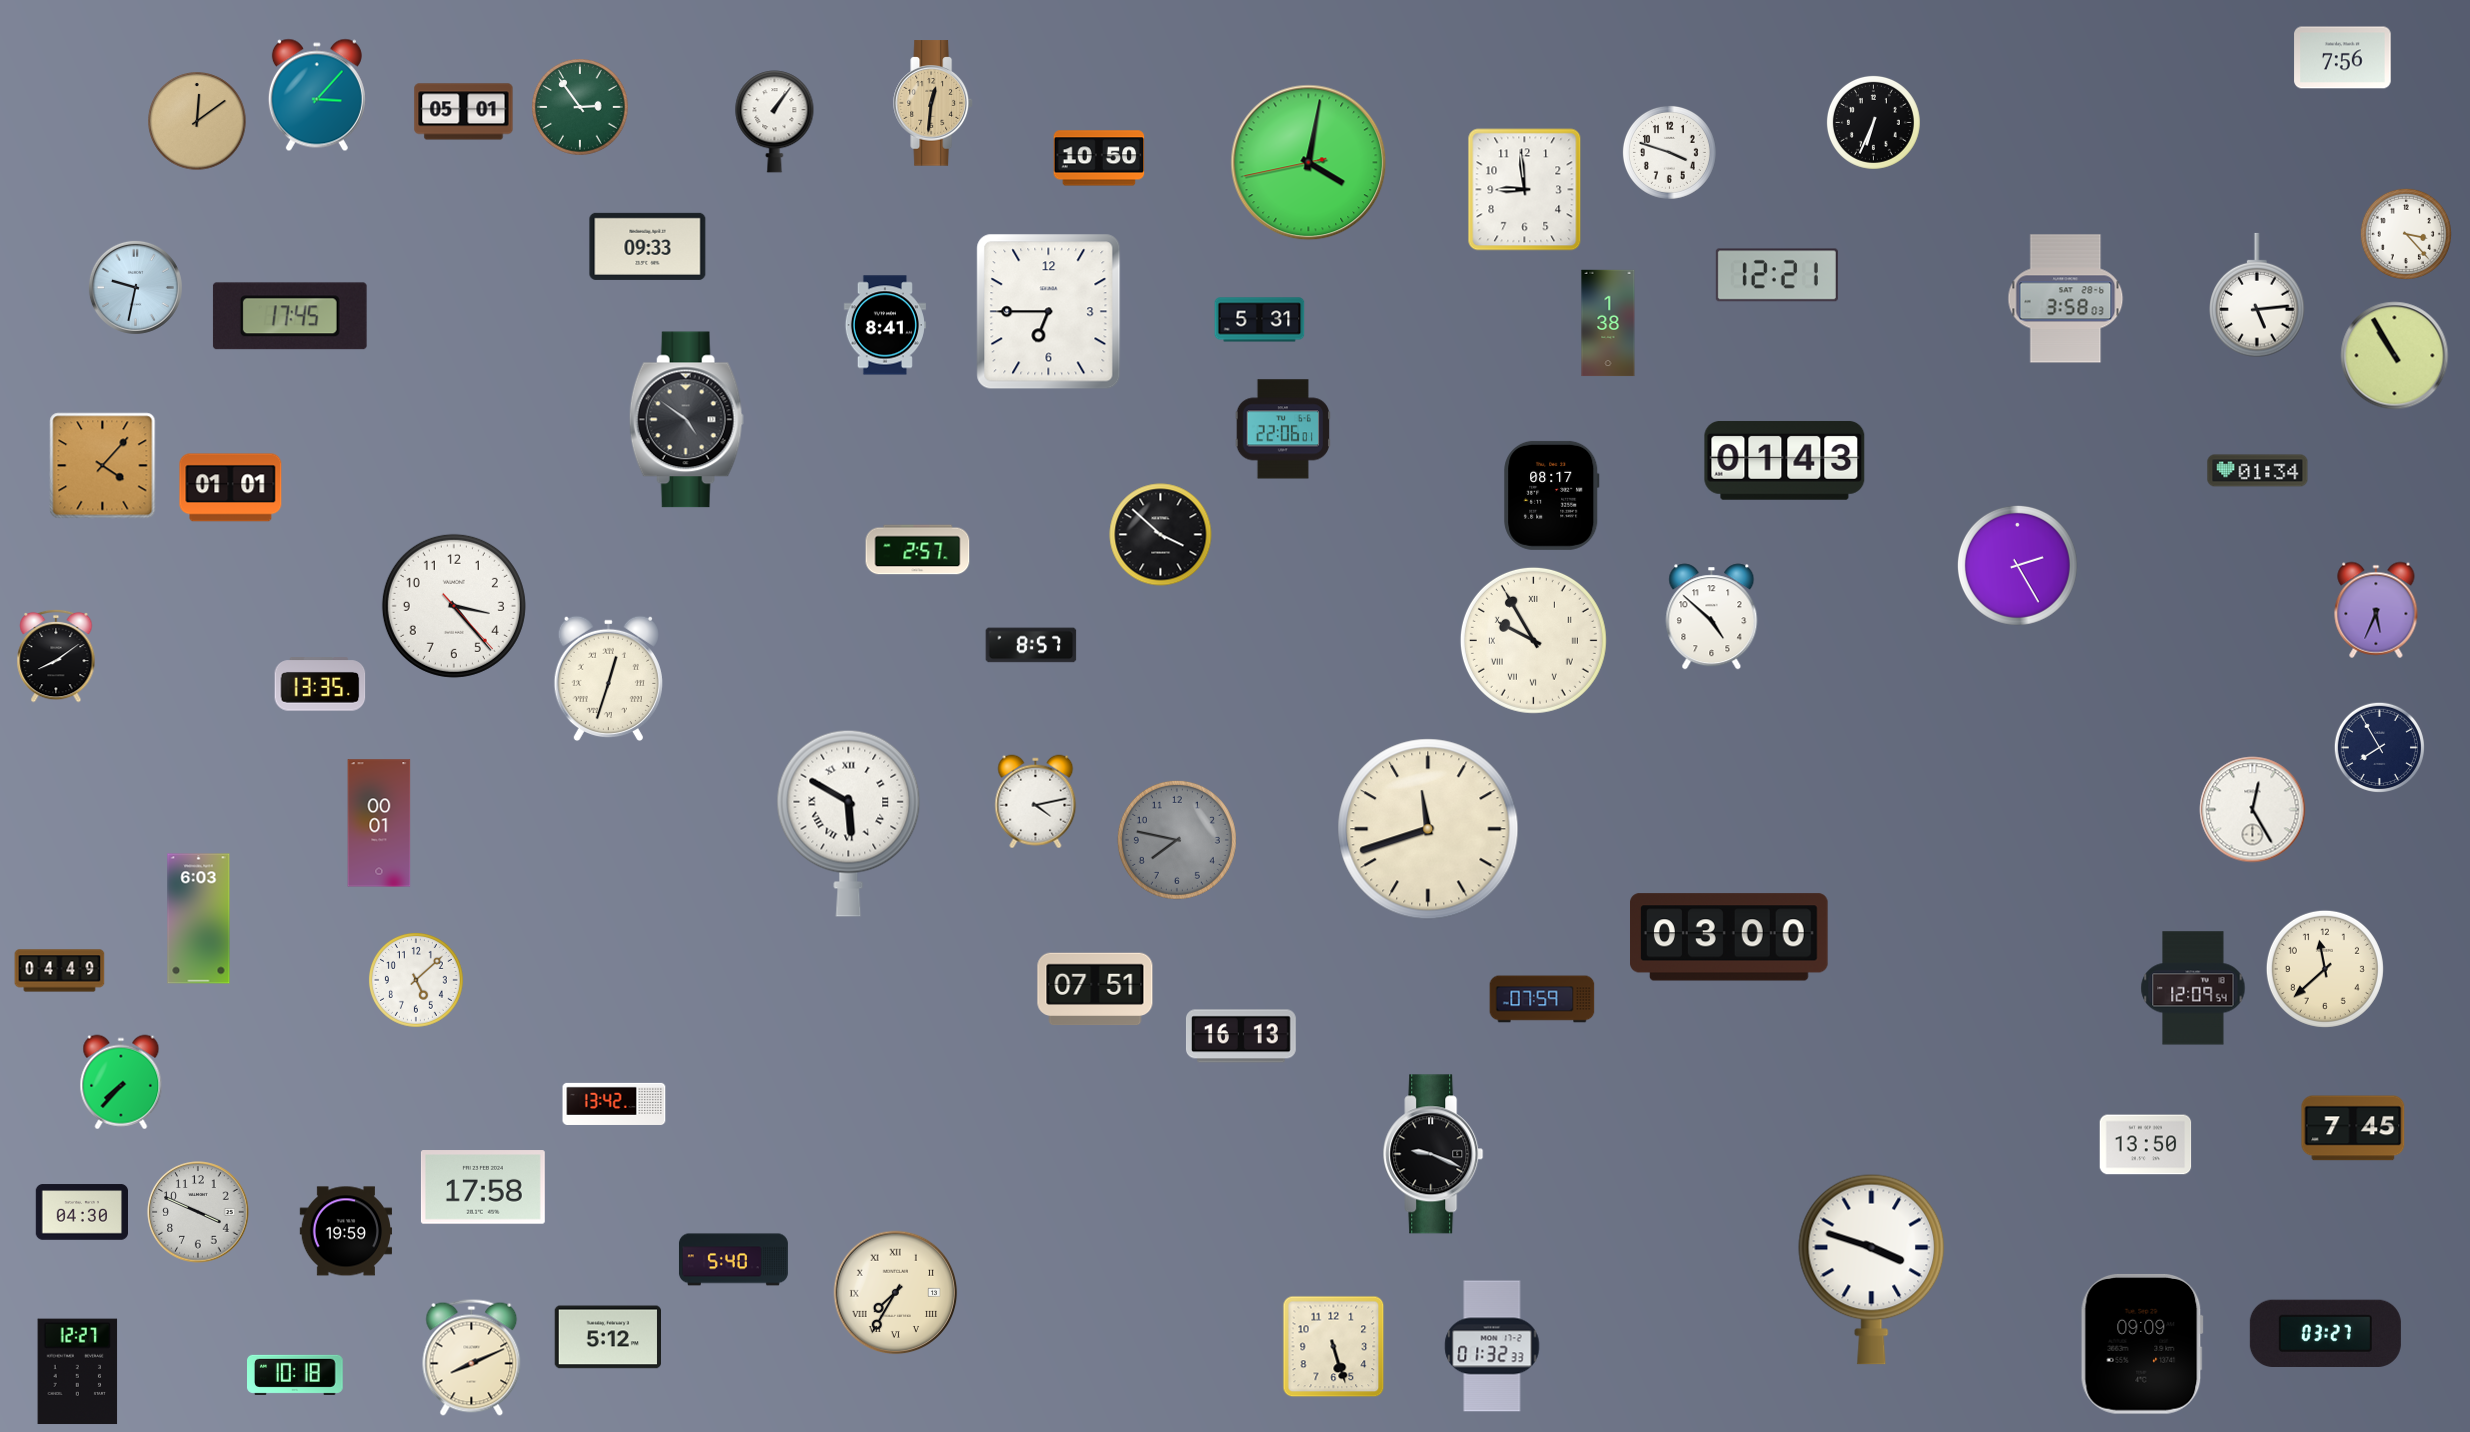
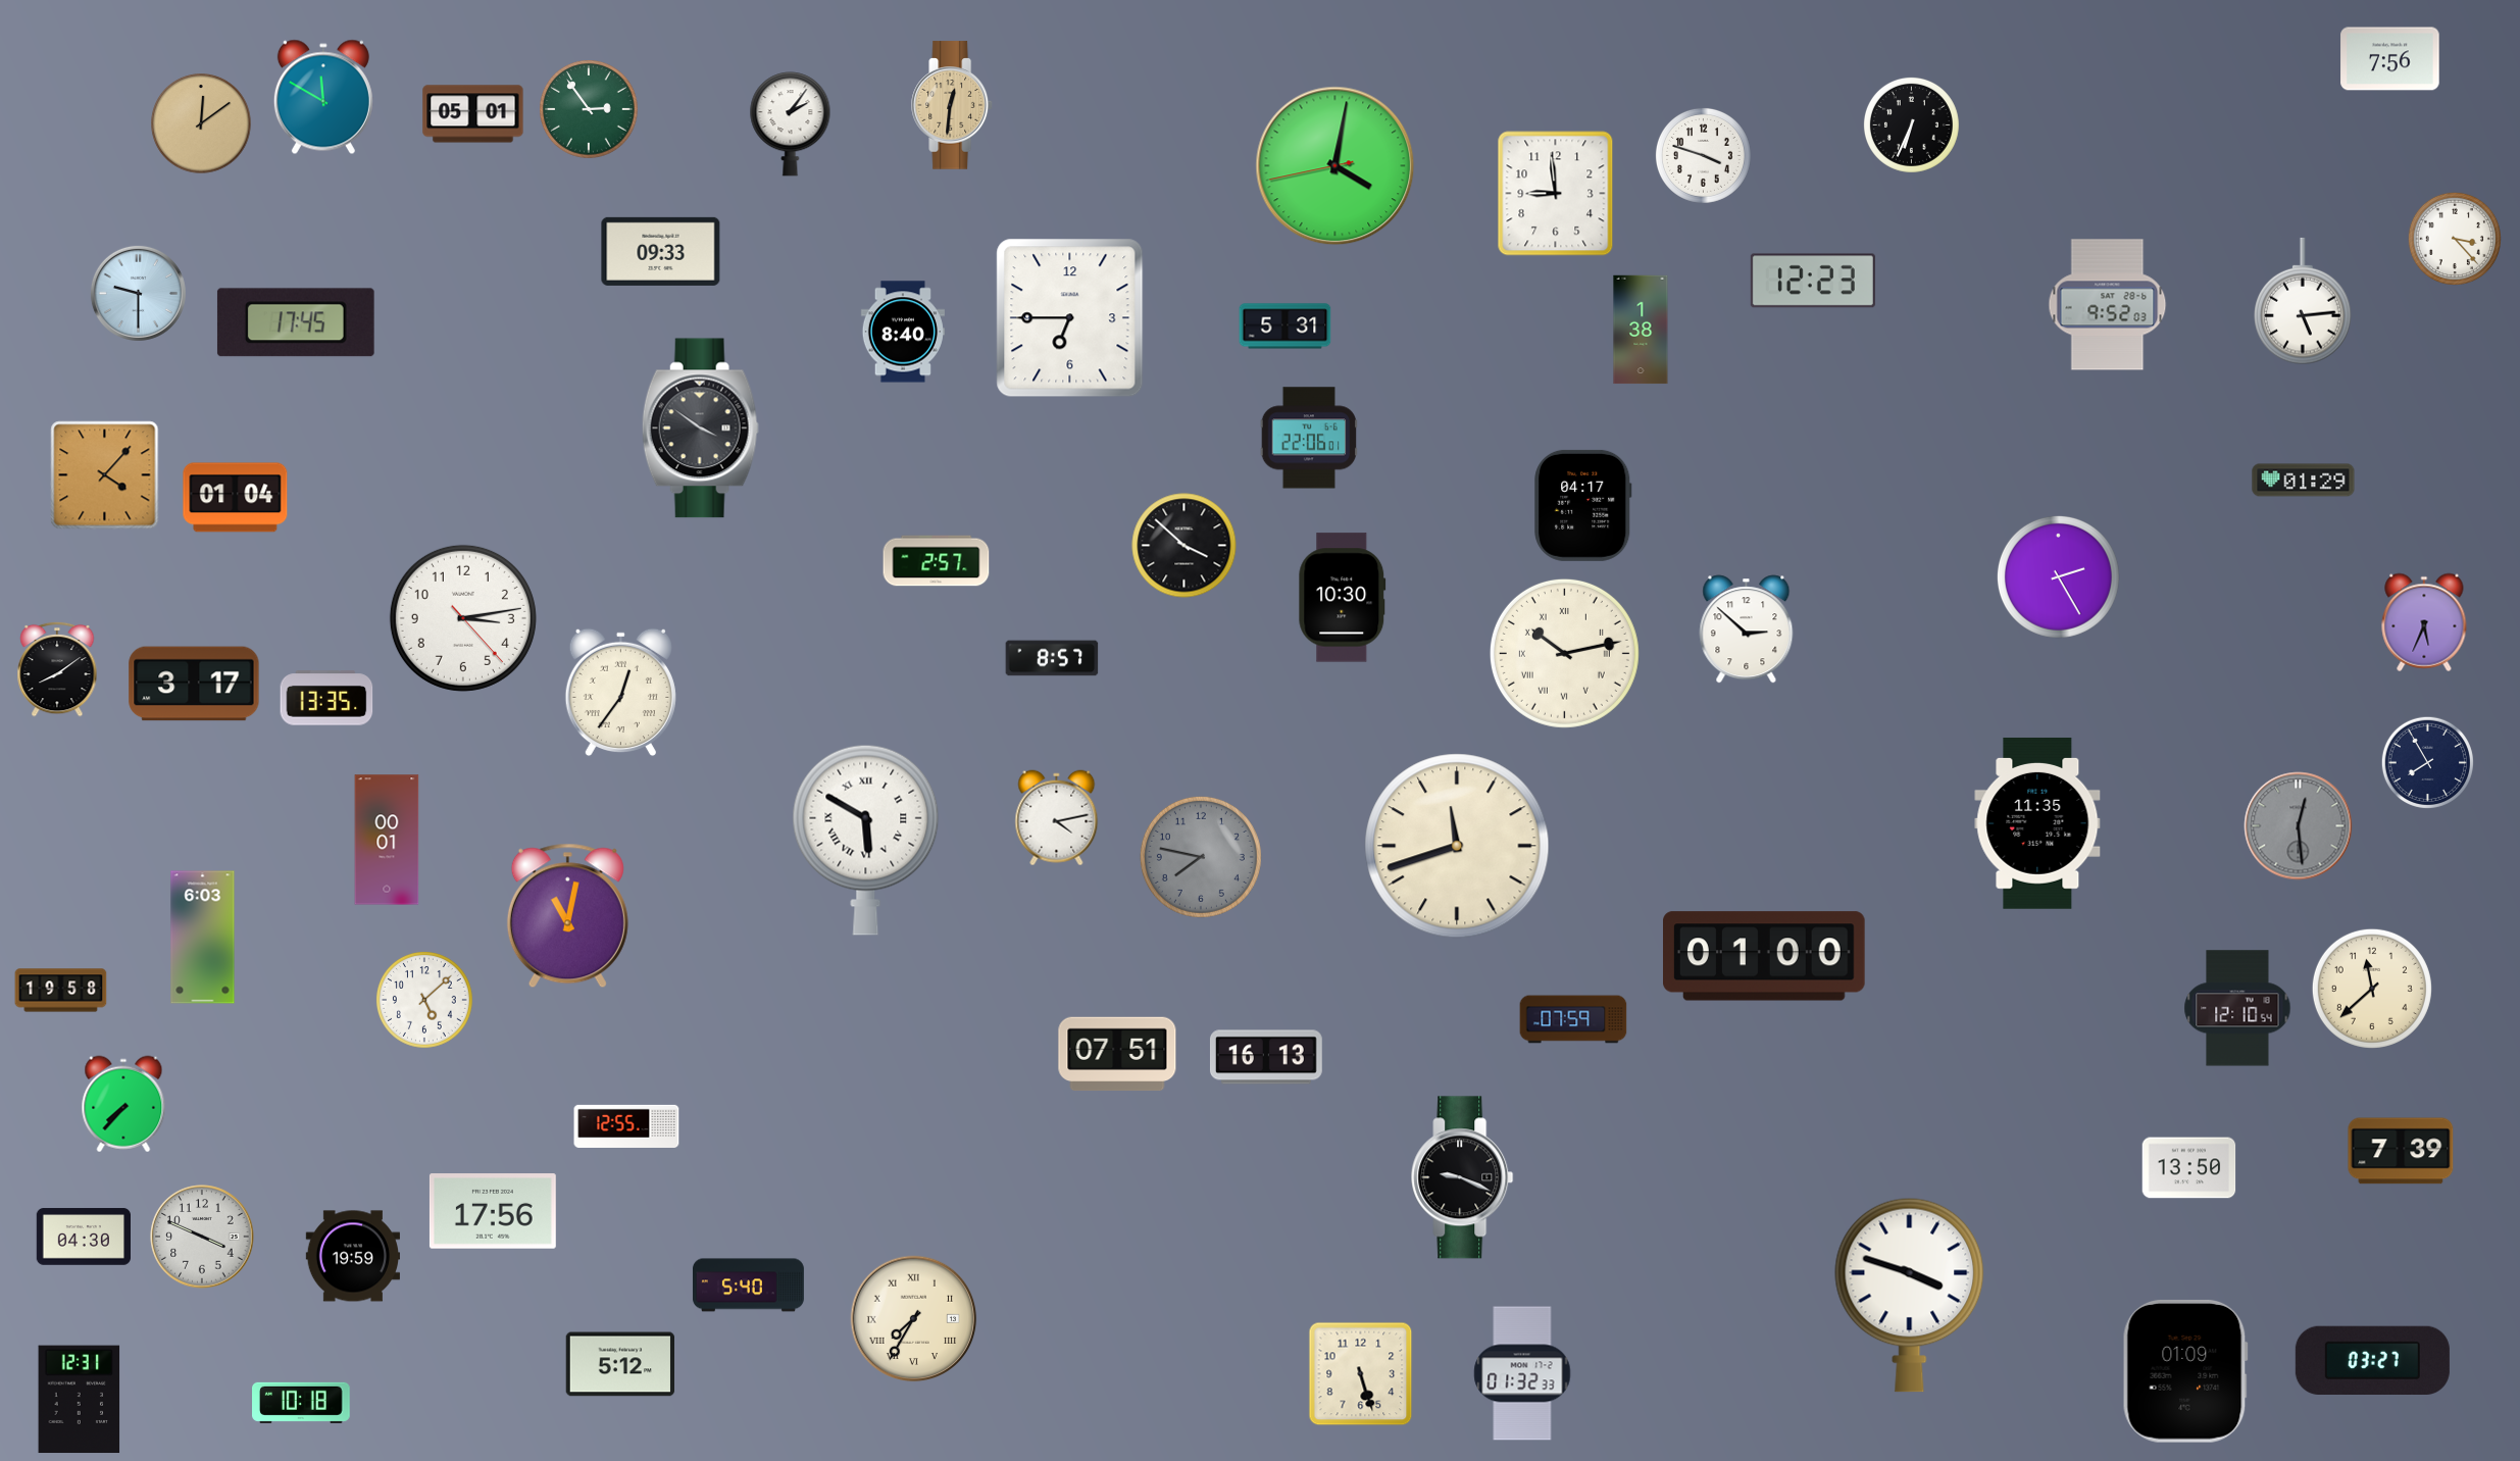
clock at (317, 95): 3:07 -> 11:50
clock at (580, 107) position: (580, 107) -> (589, 109)
clock at (775, 122): 1:06 -> 2:06
clock at (1099, 158): 10:50 -> none
clock at (1777, 275): 12:21 -> 12:23
clock at (135, 287): 9:32 -> 9:30
clock at (2066, 299): 3:58 -> 9:52
clock at (885, 325): 8:41 -> 8:40
clock at (2395, 356): 10:55 -> none
clock at (686, 420): 4:51 -> 3:51
clock at (1785, 461): 01:43 -> none
clock at (2258, 471): 01:34 -> 01:29
clock at (231, 488): 01:01 -> 01:04
clock at (1552, 495): 08:17 -> 04:17
clock at (1343, 598): none -> 10:30
clock at (454, 606): 3:23 -> 3:13
clock at (1712, 617): 4:52 -> 2:52
clock at (1533, 640): 9:55 -> 10:13
clock at (194, 684): none -> 3:17
clock at (608, 679): 12:33 -> 12:36
clock at (2037, 823): none -> 11:35
clock at (2253, 810): 12:25 -> 12:29
clock at (2253, 810) dial: white -> grey
clock at (567, 916): none -> 11:02
clock at (1730, 937): 03:00 -> 01:00
clock at (60, 971): 04:49 -> 19:58
clock at (2193, 988): 12:09 -> 12:10
clock at (1095, 989) position: (1095, 989) -> (1117, 1054)
clock at (614, 1104): 13:42 -> 12:55
clock at (2353, 1128): 7:45 -> 7:39
clock at (483, 1187): 17:58 -> 17:56
clock at (2142, 1344): 09:09 -> 01:09
clock at (472, 1357): 8:11 -> none
clock at (78, 1372): 12:27 -> 12:31
